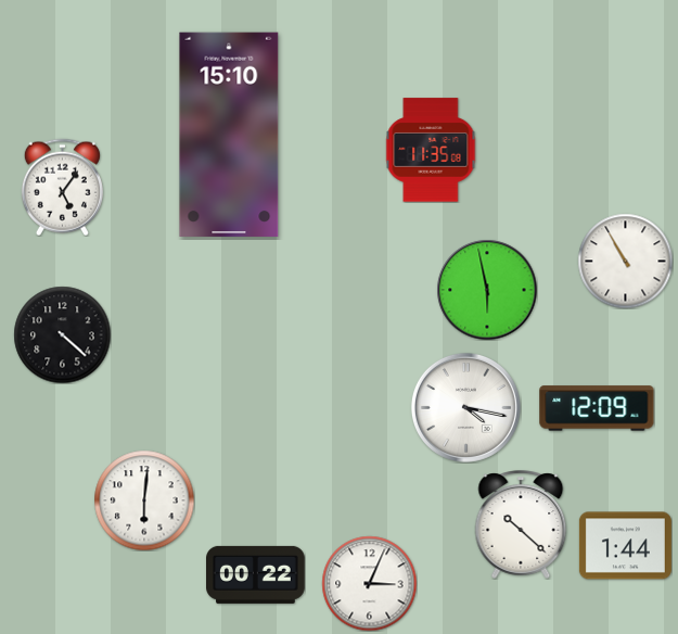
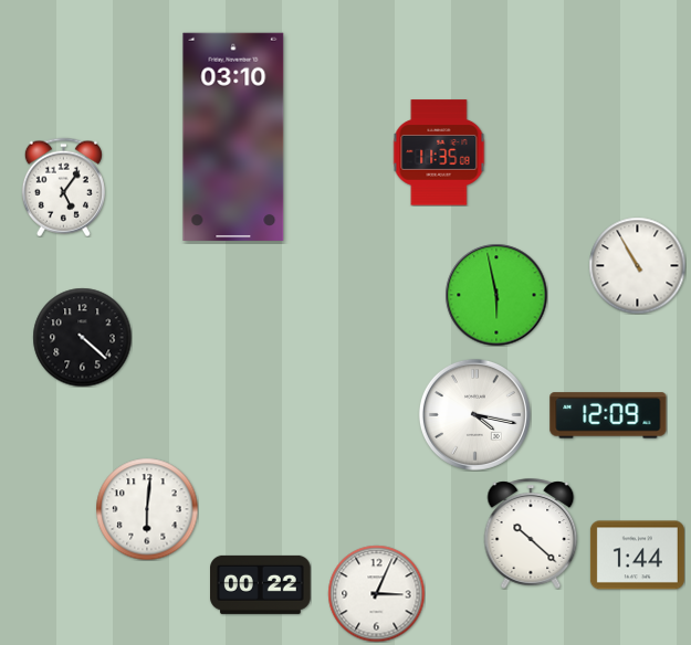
clock at (229, 135): 15:10 -> 03:10
clock at (62, 187) position: (62, 187) -> (63, 187)
clock at (62, 334) position: (62, 334) -> (82, 337)
